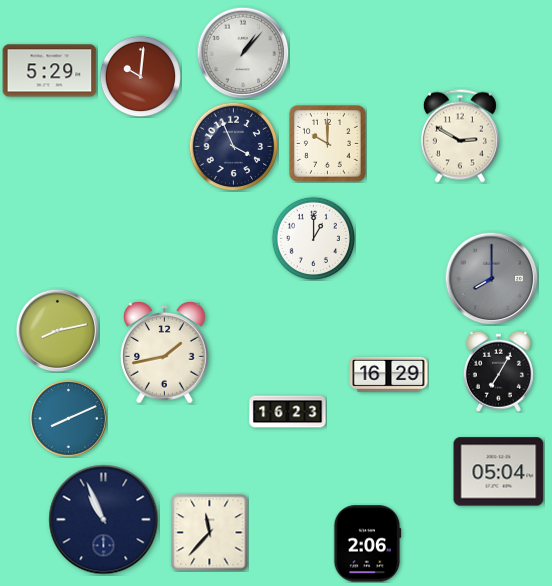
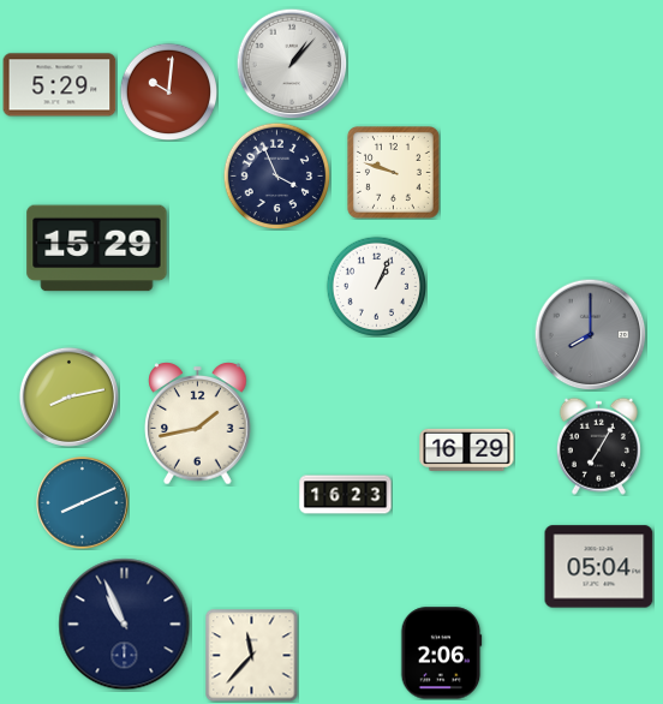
clock at (460, 136): 2:50 -> none
clock at (328, 144): 10:00 -> 9:48
clock at (233, 146) position: (233, 146) -> (276, 175)
clock at (97, 249): none -> 15:29
clock at (313, 238): 1:00 -> 1:04
clock at (209, 532) position: (209, 532) -> (251, 655)
